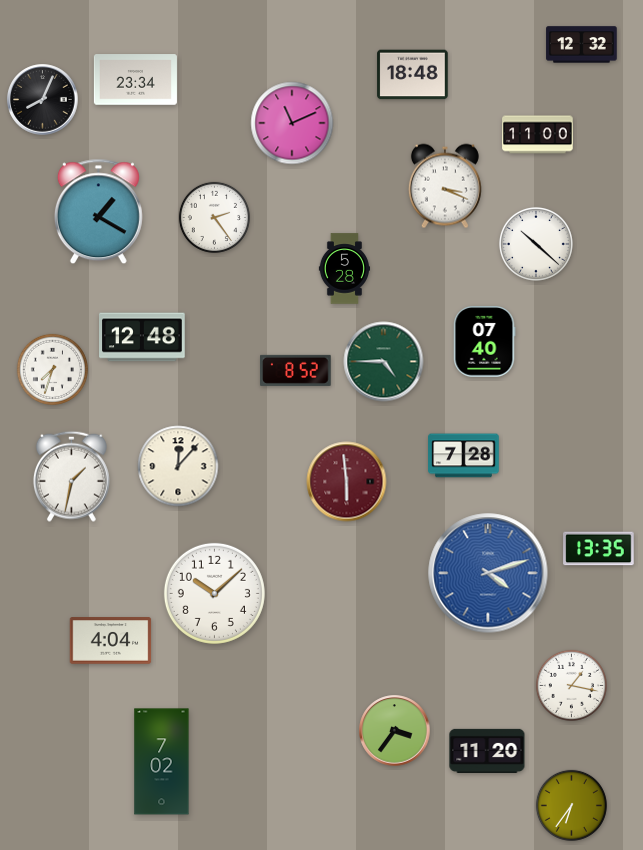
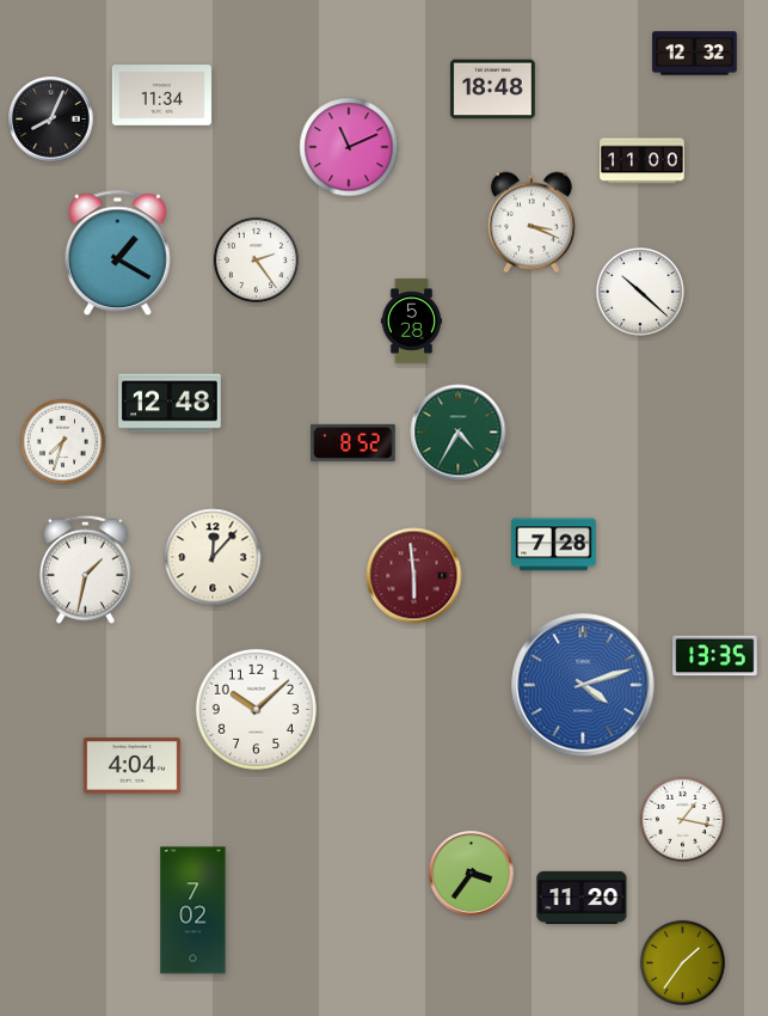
clock at (135, 80): 23:34 -> 11:34
clock at (484, 342): 07:40 -> none
clock at (384, 362): 4:45 -> 4:35
clock at (571, 805): 6:36 -> 1:36
